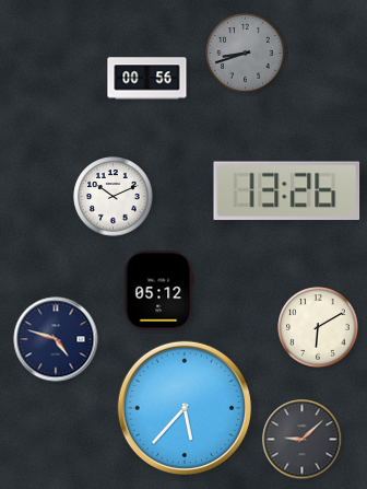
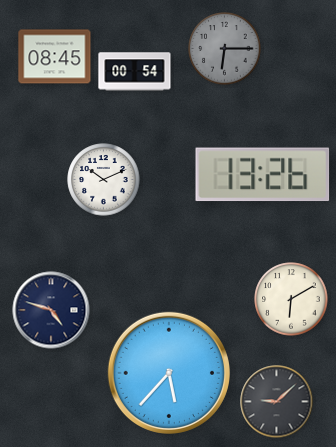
clock at (246, 54): 8:42 -> 6:15
clock at (55, 57): none -> 08:45
clock at (147, 79): 00:56 -> 00:54
clock at (159, 291): 05:12 -> none
